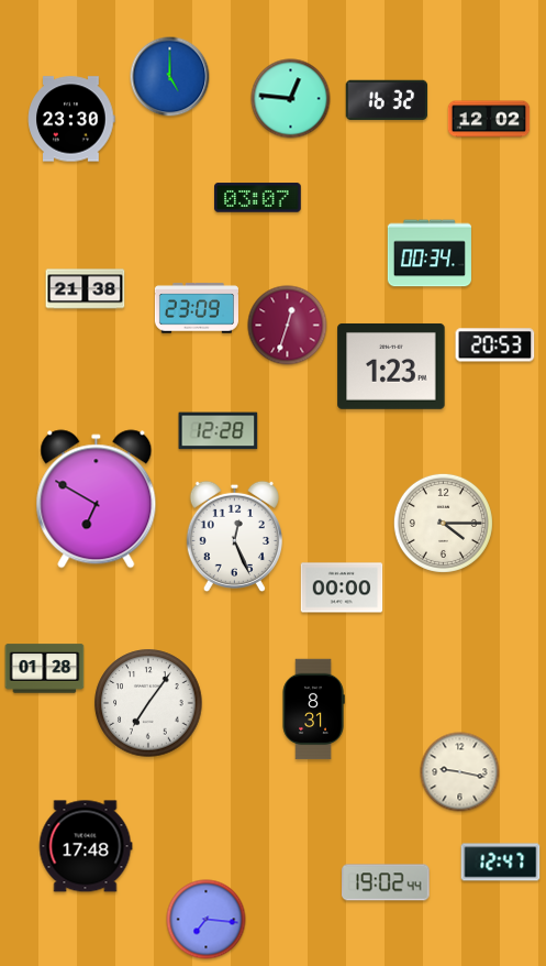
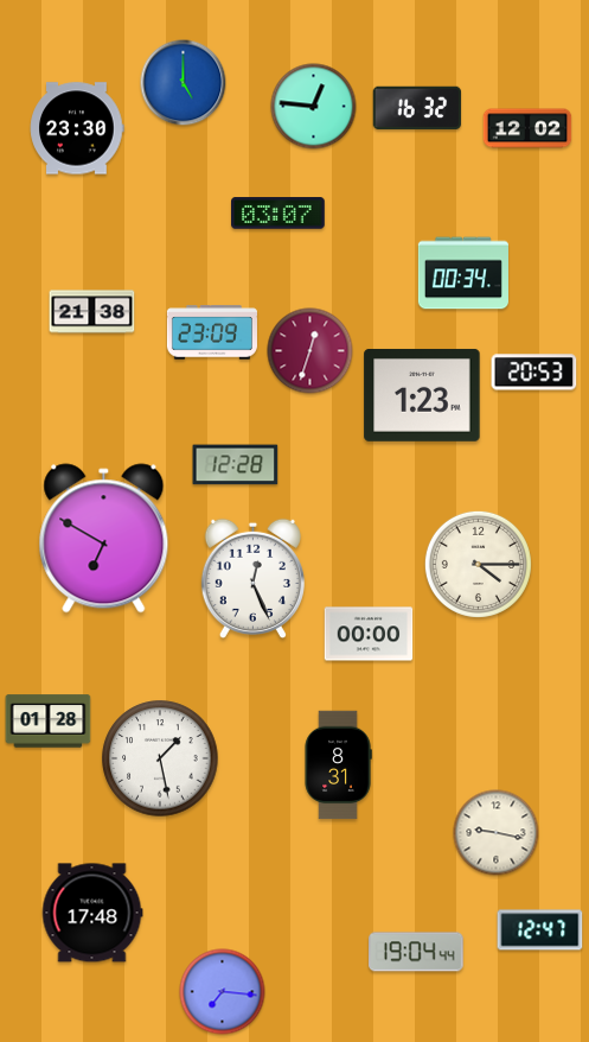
clock at (148, 703): 7:06 -> 1:28
clock at (386, 882): 19:02 -> 19:04
